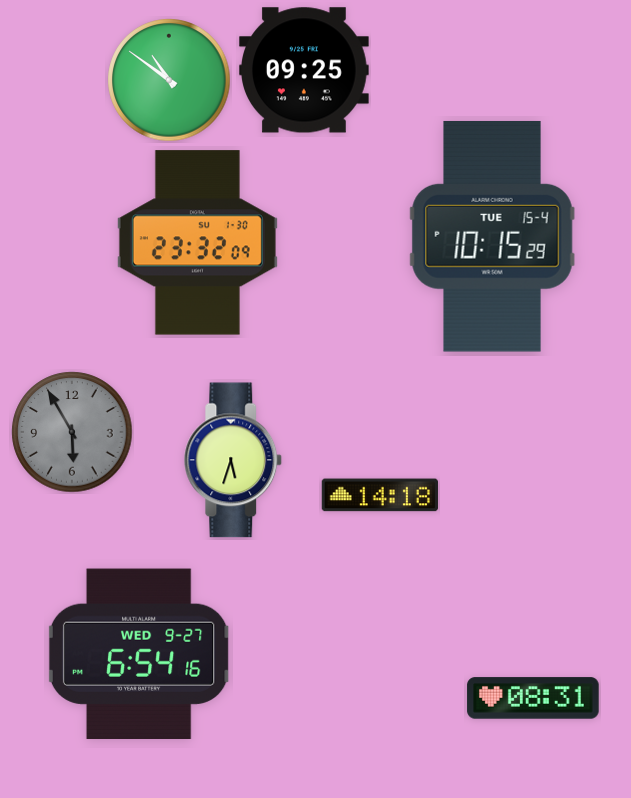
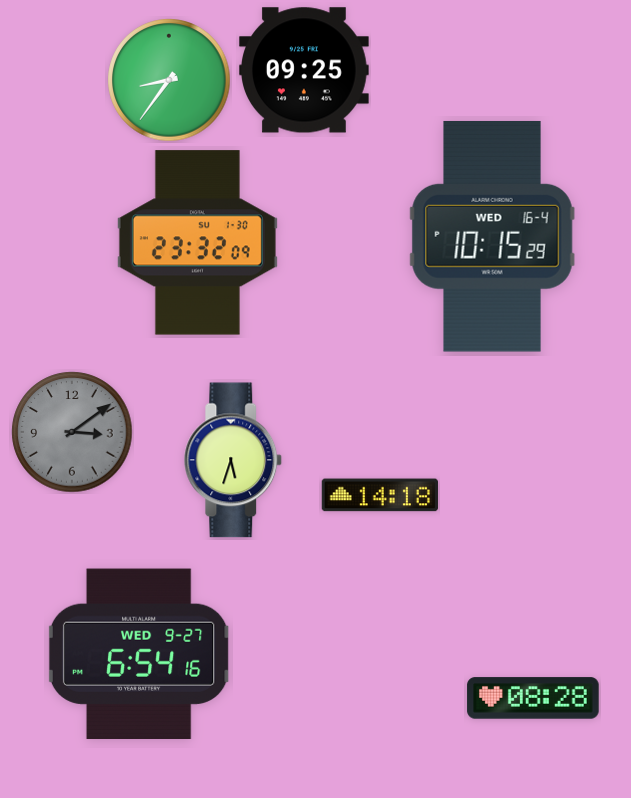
clock at (169, 80): 10:51 -> 8:36
clock at (492, 236) date: TUE 15-4 -> WED 16-4
clock at (72, 432): 5:55 -> 3:09
clock at (533, 698): 08:31 -> 08:28
